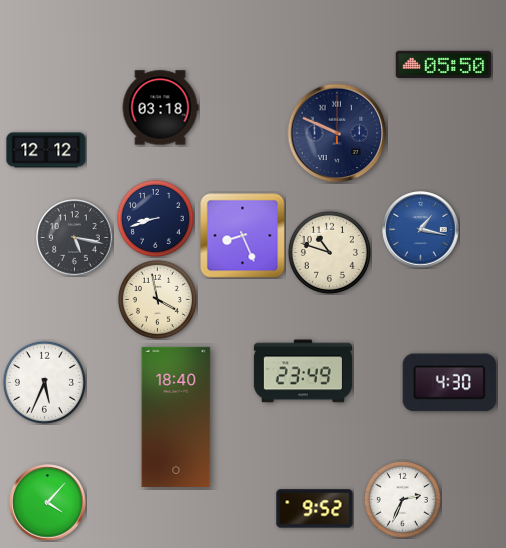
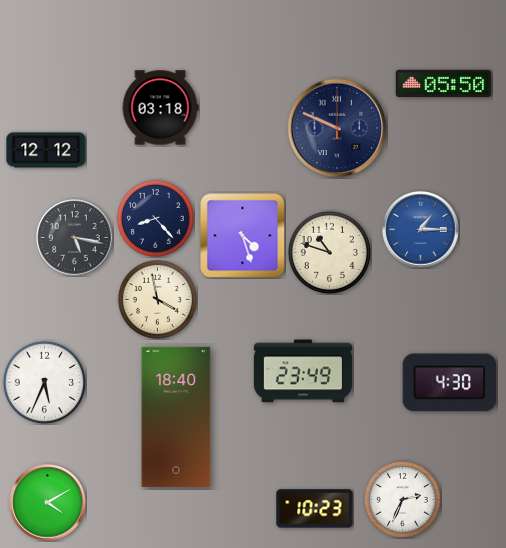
clock at (444, 64) position: (444, 64) -> (444, 83)
clock at (337, 133) position: (337, 133) -> (337, 128)
clock at (155, 218): 8:42 -> 8:23
clock at (421, 230): 1:17 -> 1:15
clock at (243, 236): 8:26 -> 4:27
clock at (48, 503): 4:07 -> 4:10
clock at (315, 509): 9:52 -> 10:23
